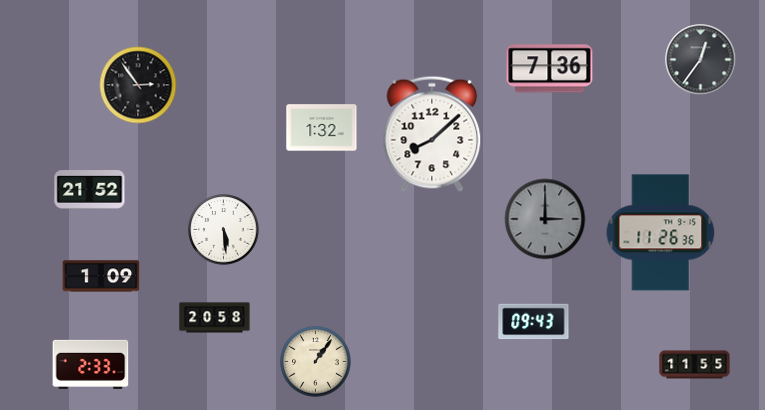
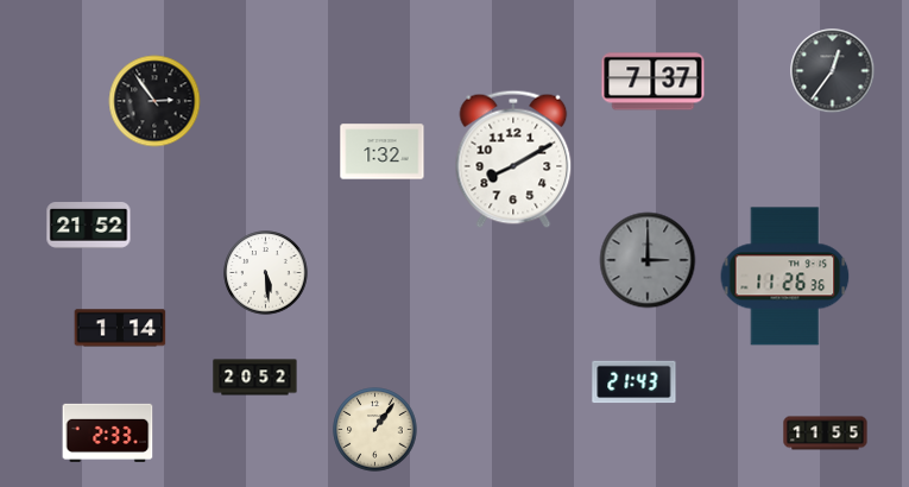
clock at (550, 69): 7:36 -> 7:37
clock at (138, 85) position: (138, 85) -> (154, 101)
clock at (432, 134): 8:08 -> 8:10
clock at (90, 190) position: (90, 190) -> (89, 226)
clock at (101, 276): 1:09 -> 1:14
clock at (215, 318): 20:58 -> 20:52
clock at (534, 322): 09:43 -> 21:43
